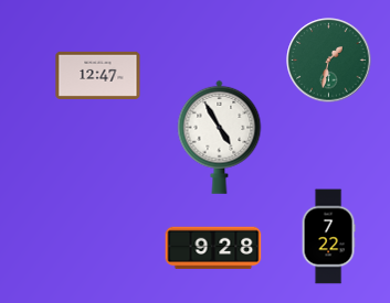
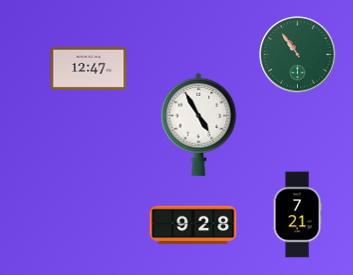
clock at (329, 61): 1:32 -> 10:54
clock at (328, 237): 7:22 -> 7:21
